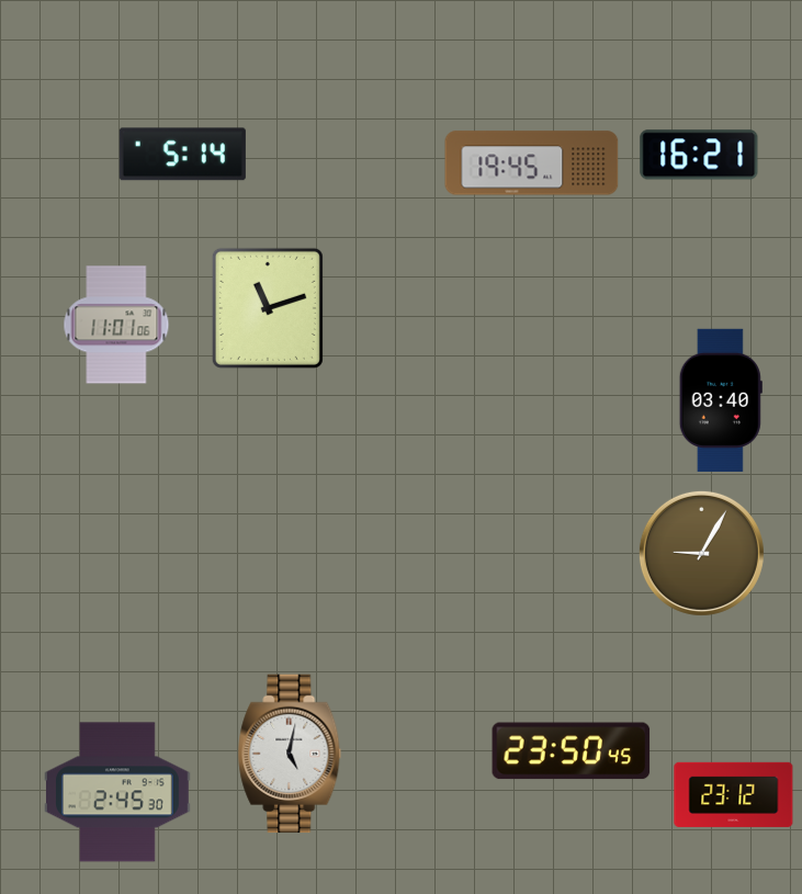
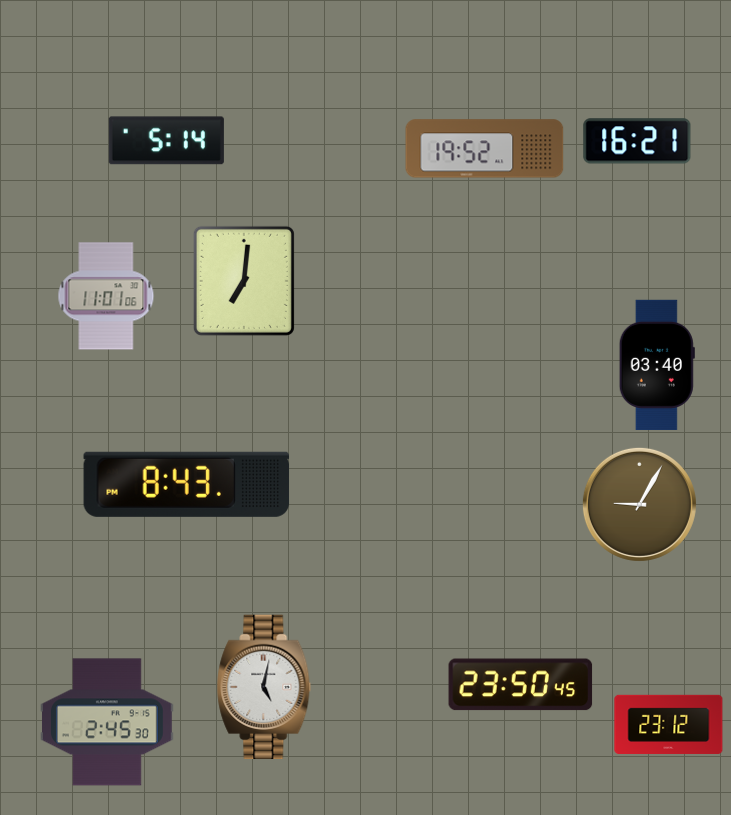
clock at (532, 163): 19:45 -> 19:52
clock at (268, 308): 11:12 -> 7:01
clock at (187, 484): none -> 8:43
